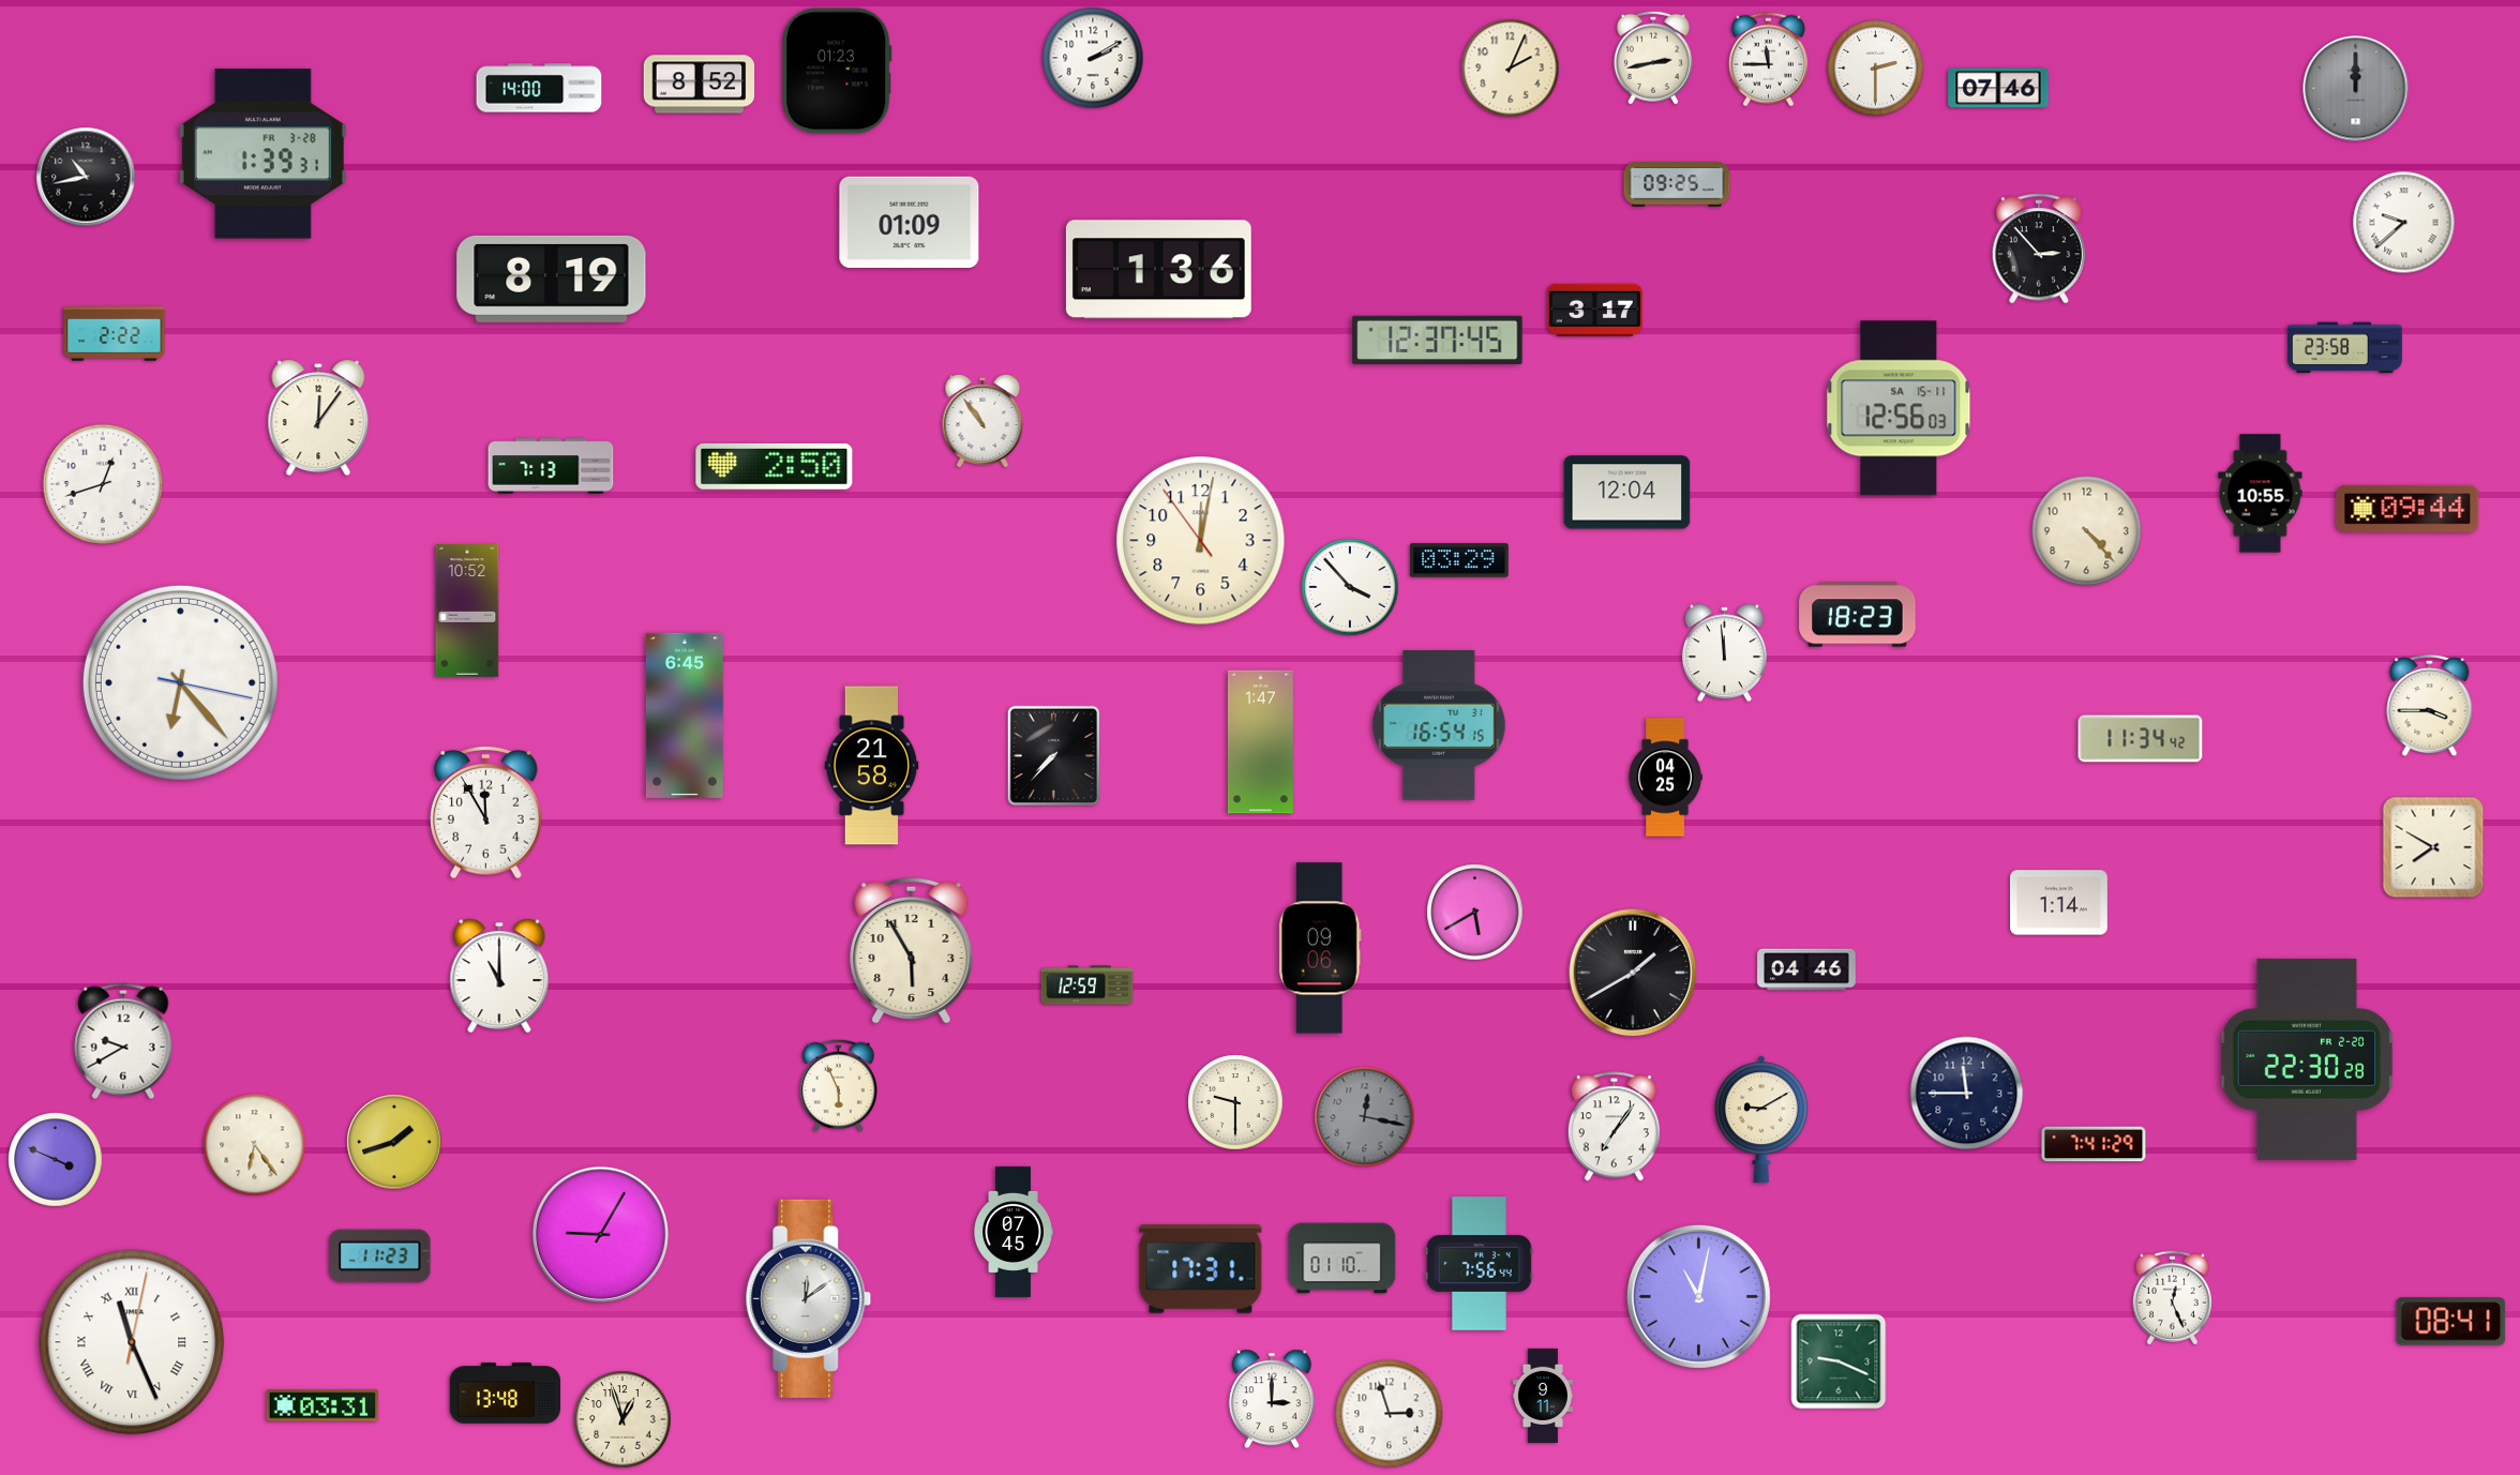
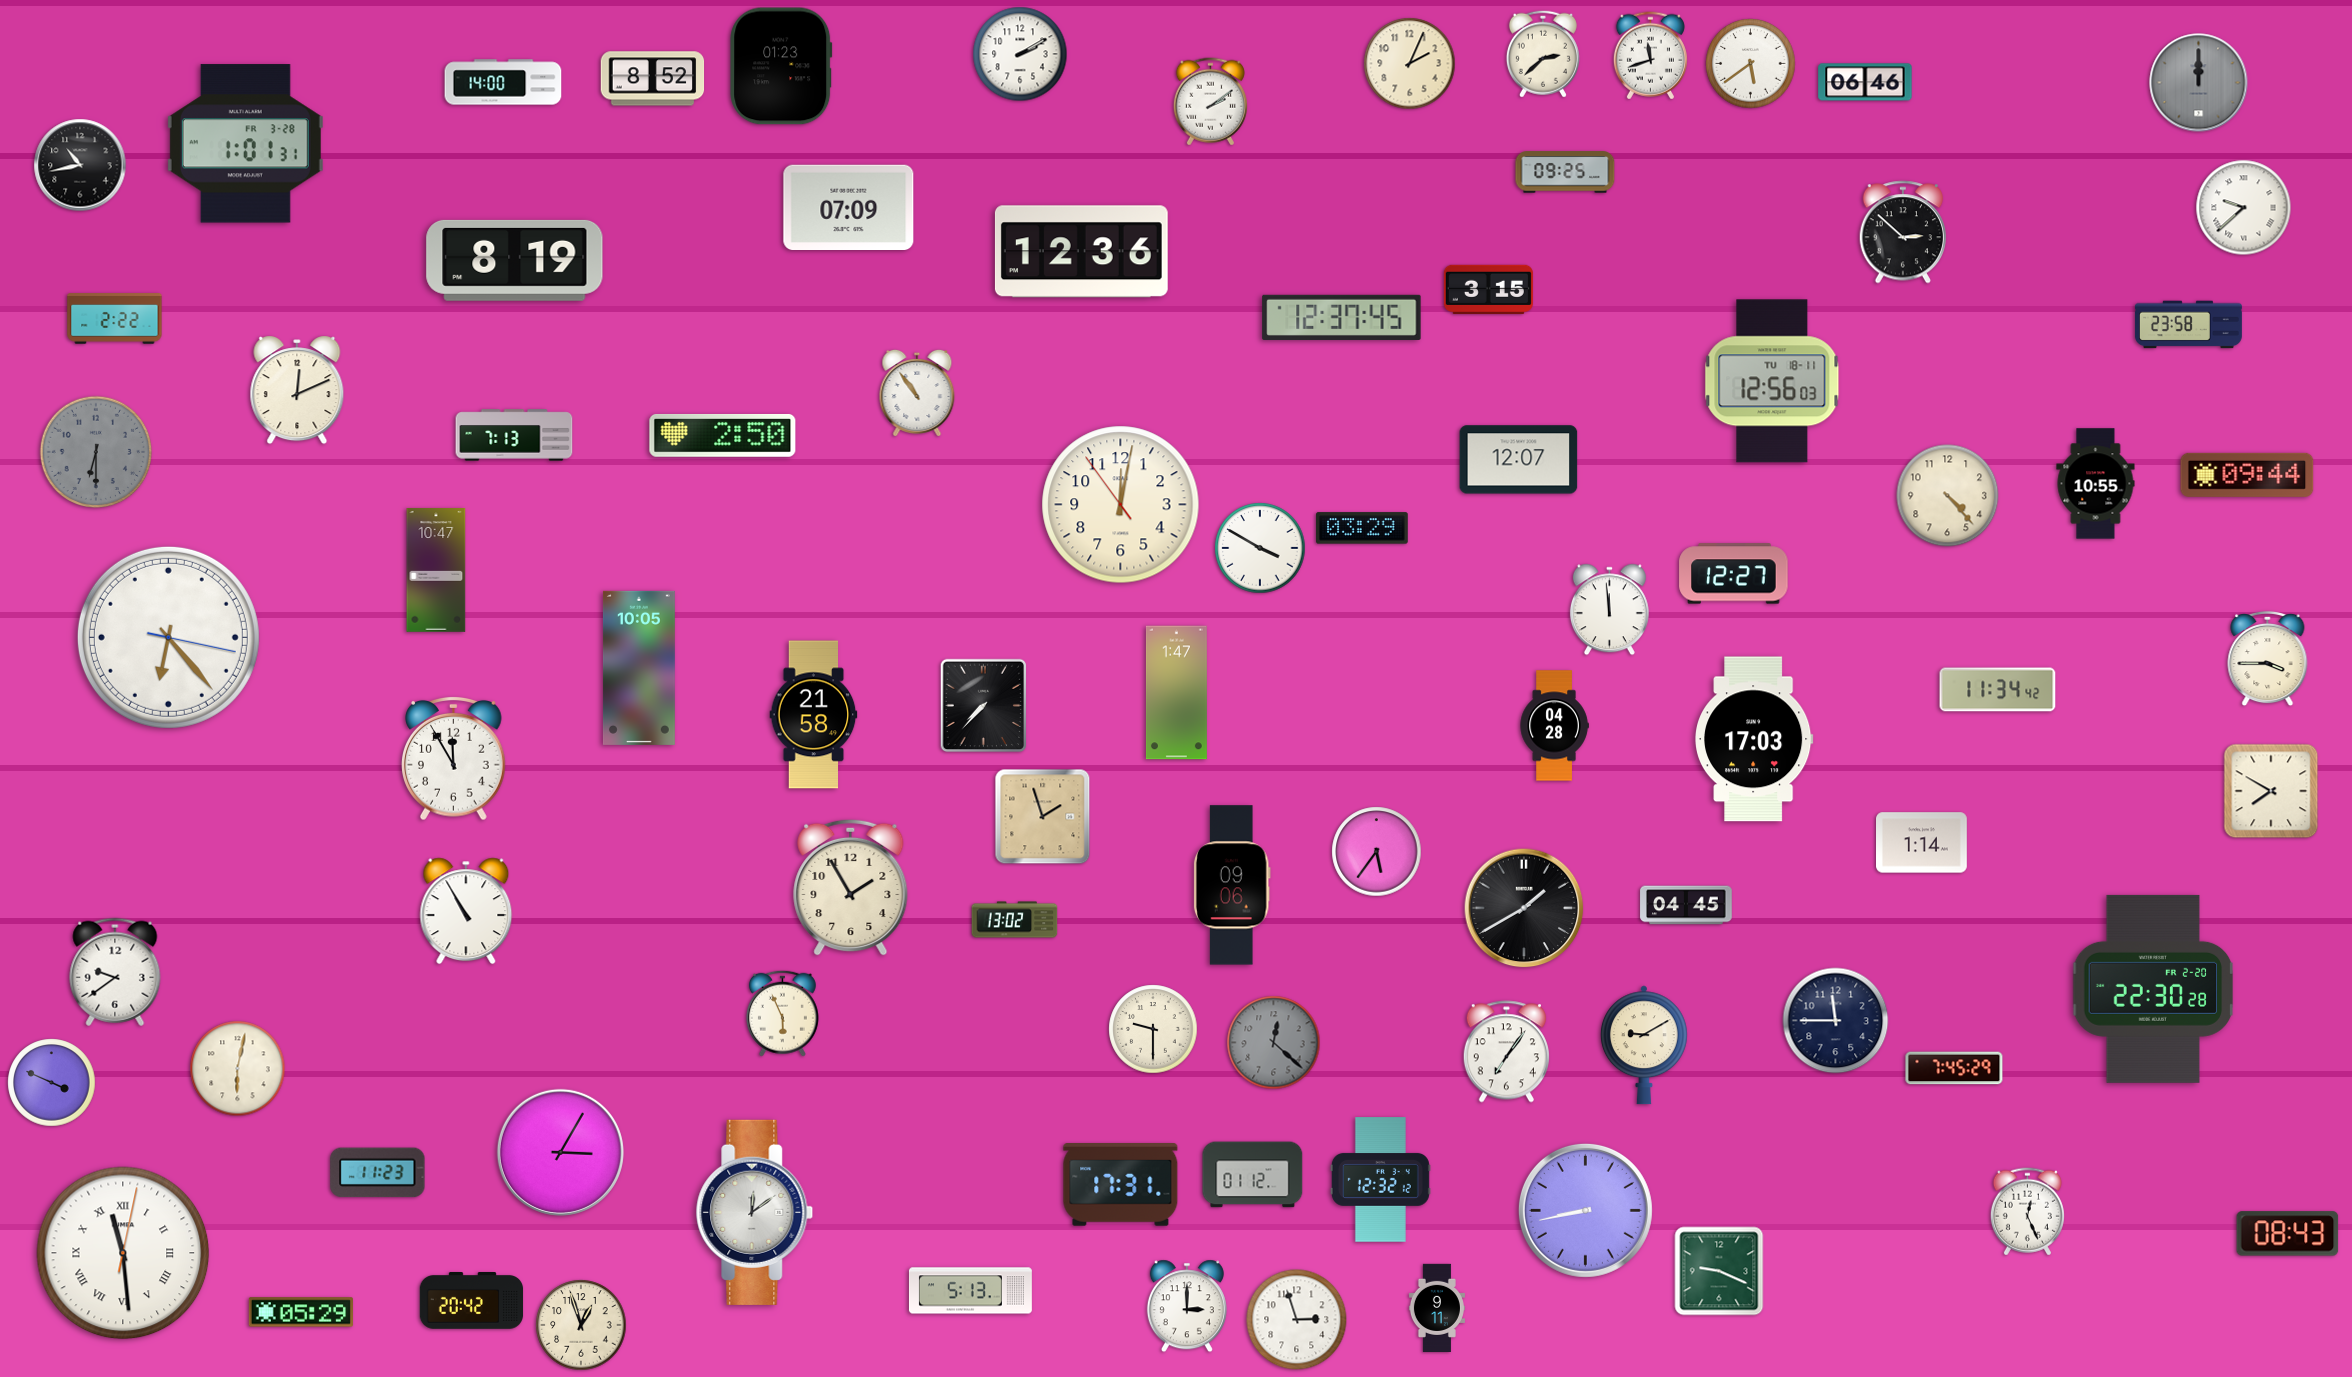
clock at (1653, 58): 2:43 -> 2:38
clock at (1768, 60): 11:45 -> 11:42
clock at (1876, 69): 2:30 -> 5:39
clock at (1998, 88): 07:46 -> 06:46
clock at (1210, 102): none -> 2:09
clock at (262, 154): 1:39 -> 1:01
clock at (910, 222): 01:09 -> 07:09
clock at (2038, 249): 2:53 -> 2:52
clock at (1158, 270): 1:36 -> 12:36
clock at (1594, 310): 3:17 -> 3:15
clock at (115, 334) position: (115, 334) -> (115, 319)
clock at (1899, 408) date: SA 15-11 -> TU 18-11
clock at (318, 418): 12:06 -> 12:11
clock at (102, 483): 12:42 -> 6:30
clock at (102, 483) dial: white -> grey
clock at (1627, 493): 12:04 -> 12:07
clock at (2261, 494) position: (2261, 494) -> (2096, 484)
clock at (1459, 560) position: (1459, 560) -> (1362, 528)
clock at (1350, 587): 3:53 -> 3:50
clock at (467, 611): 10:52 -> 10:47
clock at (1858, 615): 18:23 -> 12:27
clock at (685, 716): 6:45 -> 10:05
clock at (1439, 725): 16:54 -> none
clock at (1665, 778): 04:25 -> 04:28
clock at (1755, 739): none -> 17:03
clock at (1043, 817): none -> 1:57
clock at (1475, 913): 5:40 -> 5:36
clock at (912, 950): 5:55 -> 1:55
clock at (1806, 969): 04:46 -> 04:45
clock at (499, 976): 11:00 -> 10:55
clock at (1087, 985): 12:59 -> 13:02
clock at (123, 1041): 9:40 -> 9:39
clock at (1365, 1117): 12:17 -> 12:22
clock at (394, 1142): 1:42 -> none
clock at (2094, 1144): 7:41 -> 7:45
clock at (255, 1145): 6:24 -> 6:02
clock at (1014, 1232): 07:45 -> none
clock at (600, 1234): 9:05 -> 3:05
clock at (380, 1256) position: (380, 1256) -> (378, 1173)
clock at (1342, 1259): 01:10 -> 01:12
clock at (1479, 1264): 7:56 -> 12:32
clock at (1698, 1296): 11:02 -> 8:43
clock at (2451, 1322): 08:41 -> 08:43
clock at (132, 1342): 11:26 -> 11:29
clock at (1839, 1361) position: (1839, 1361) -> (1719, 1271)
clock at (970, 1291): none -> 5:13
clock at (506, 1394): 13:48 -> 20:42
clock at (1543, 1395) position: (1543, 1395) -> (1437, 1307)
clock at (322, 1405): 03:31 -> 05:29
